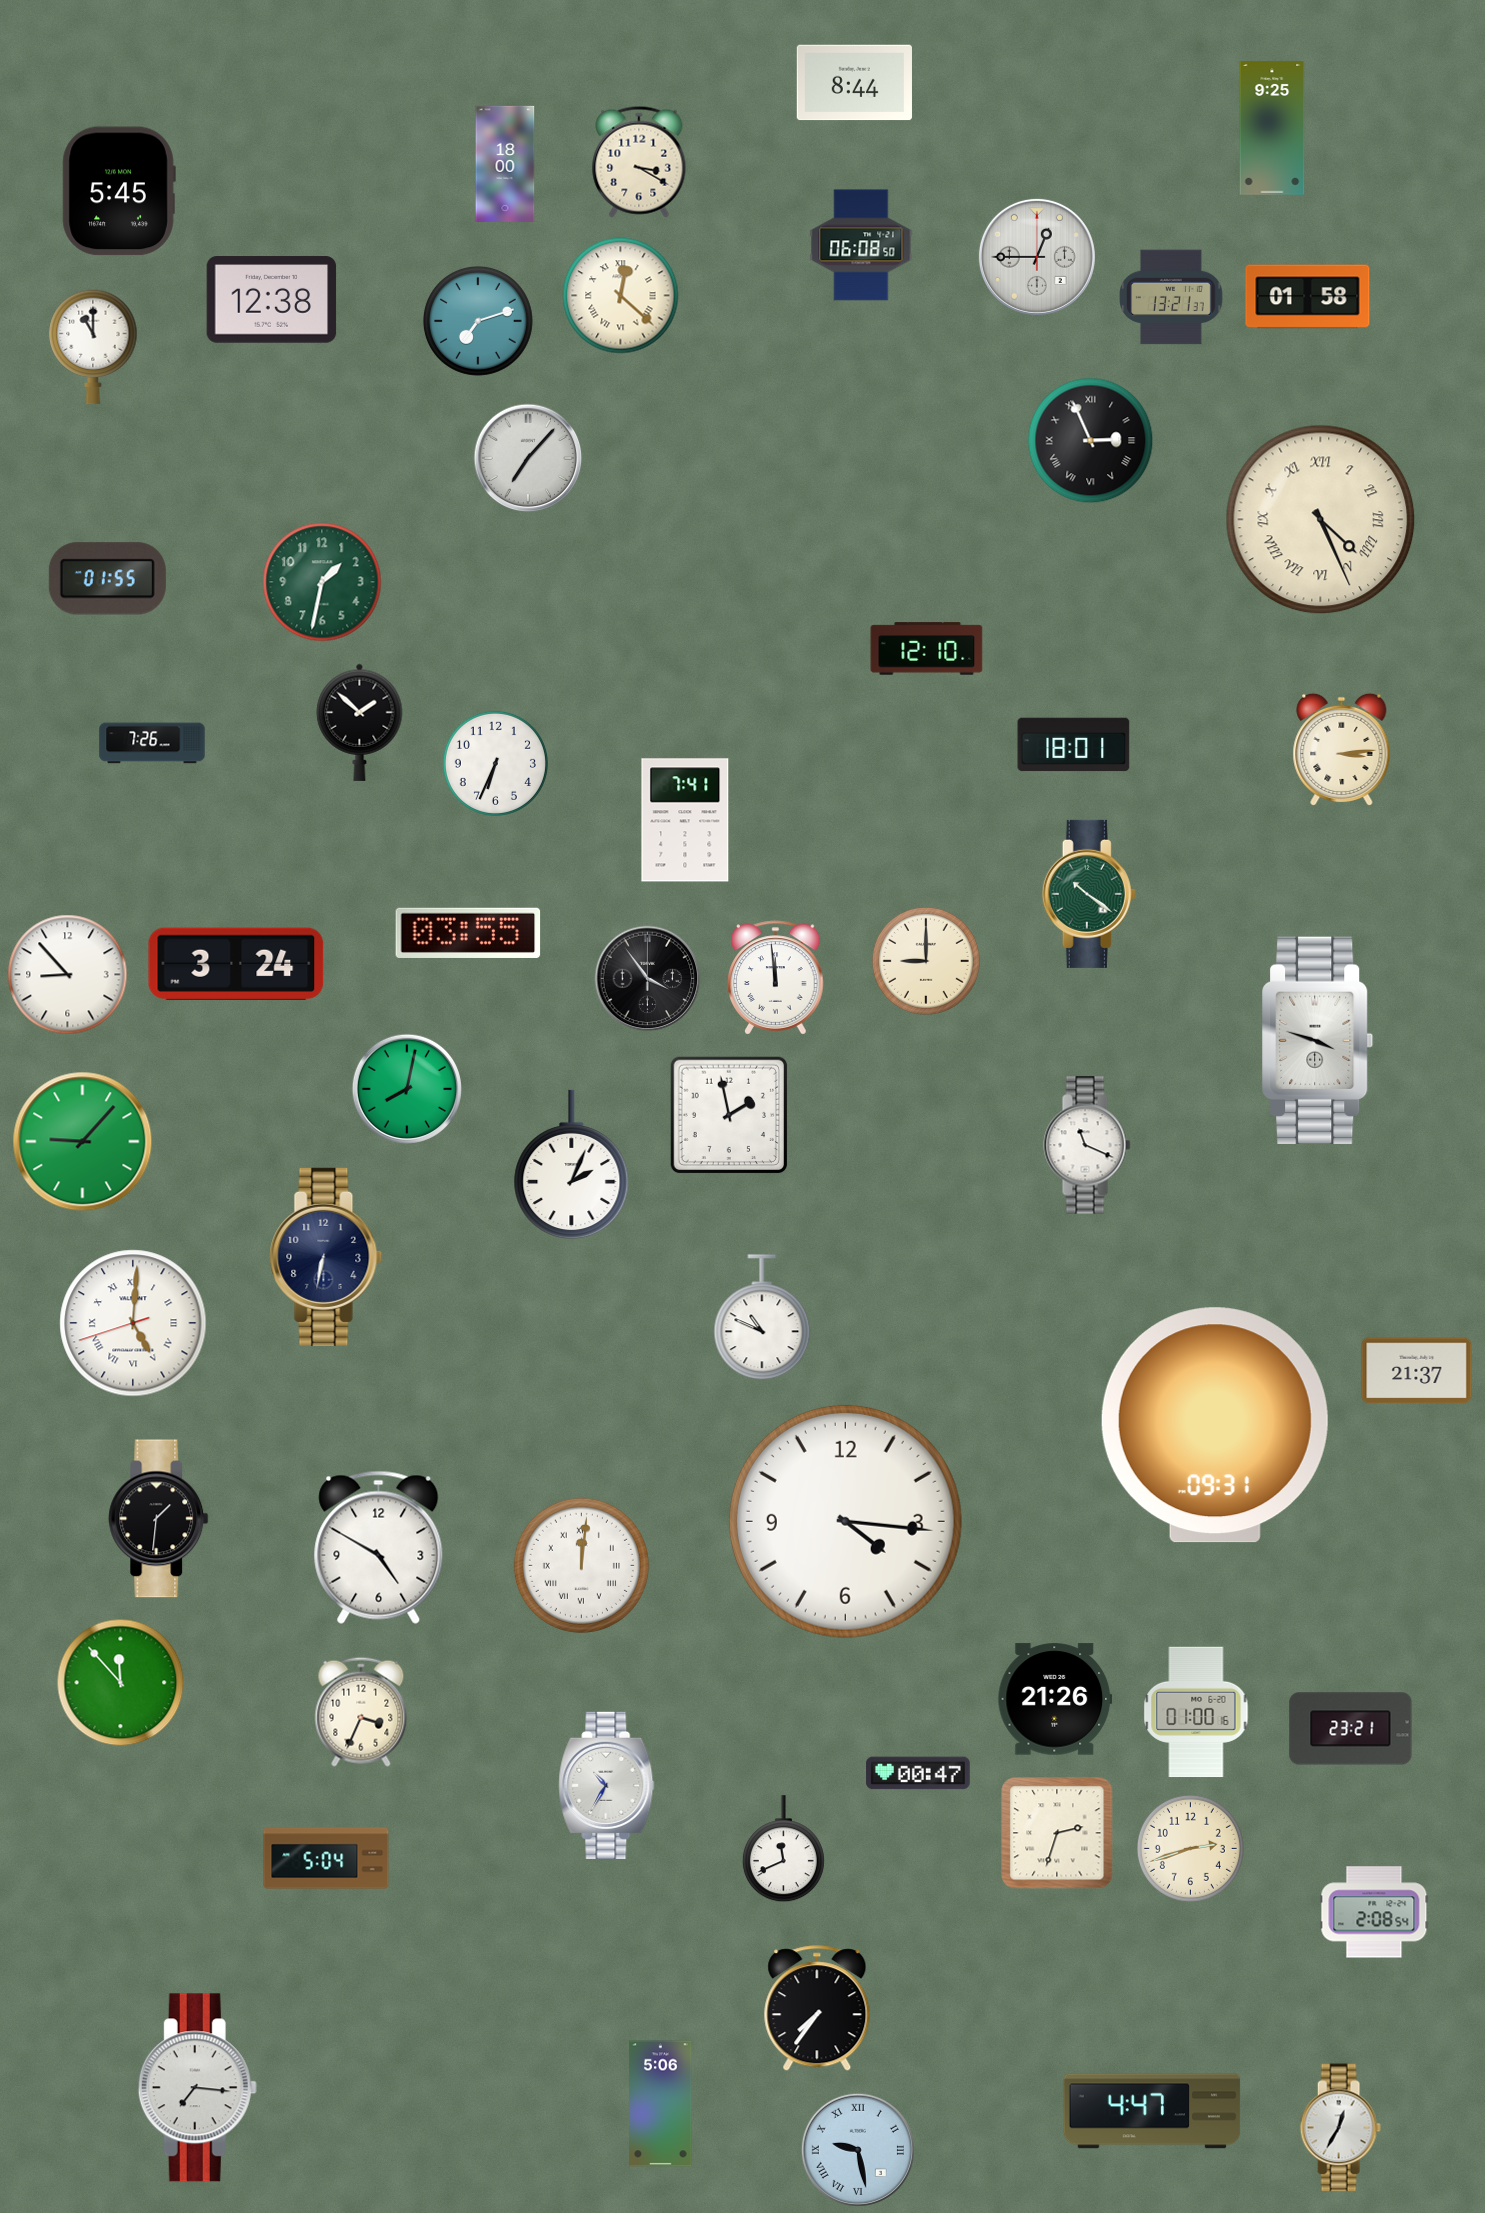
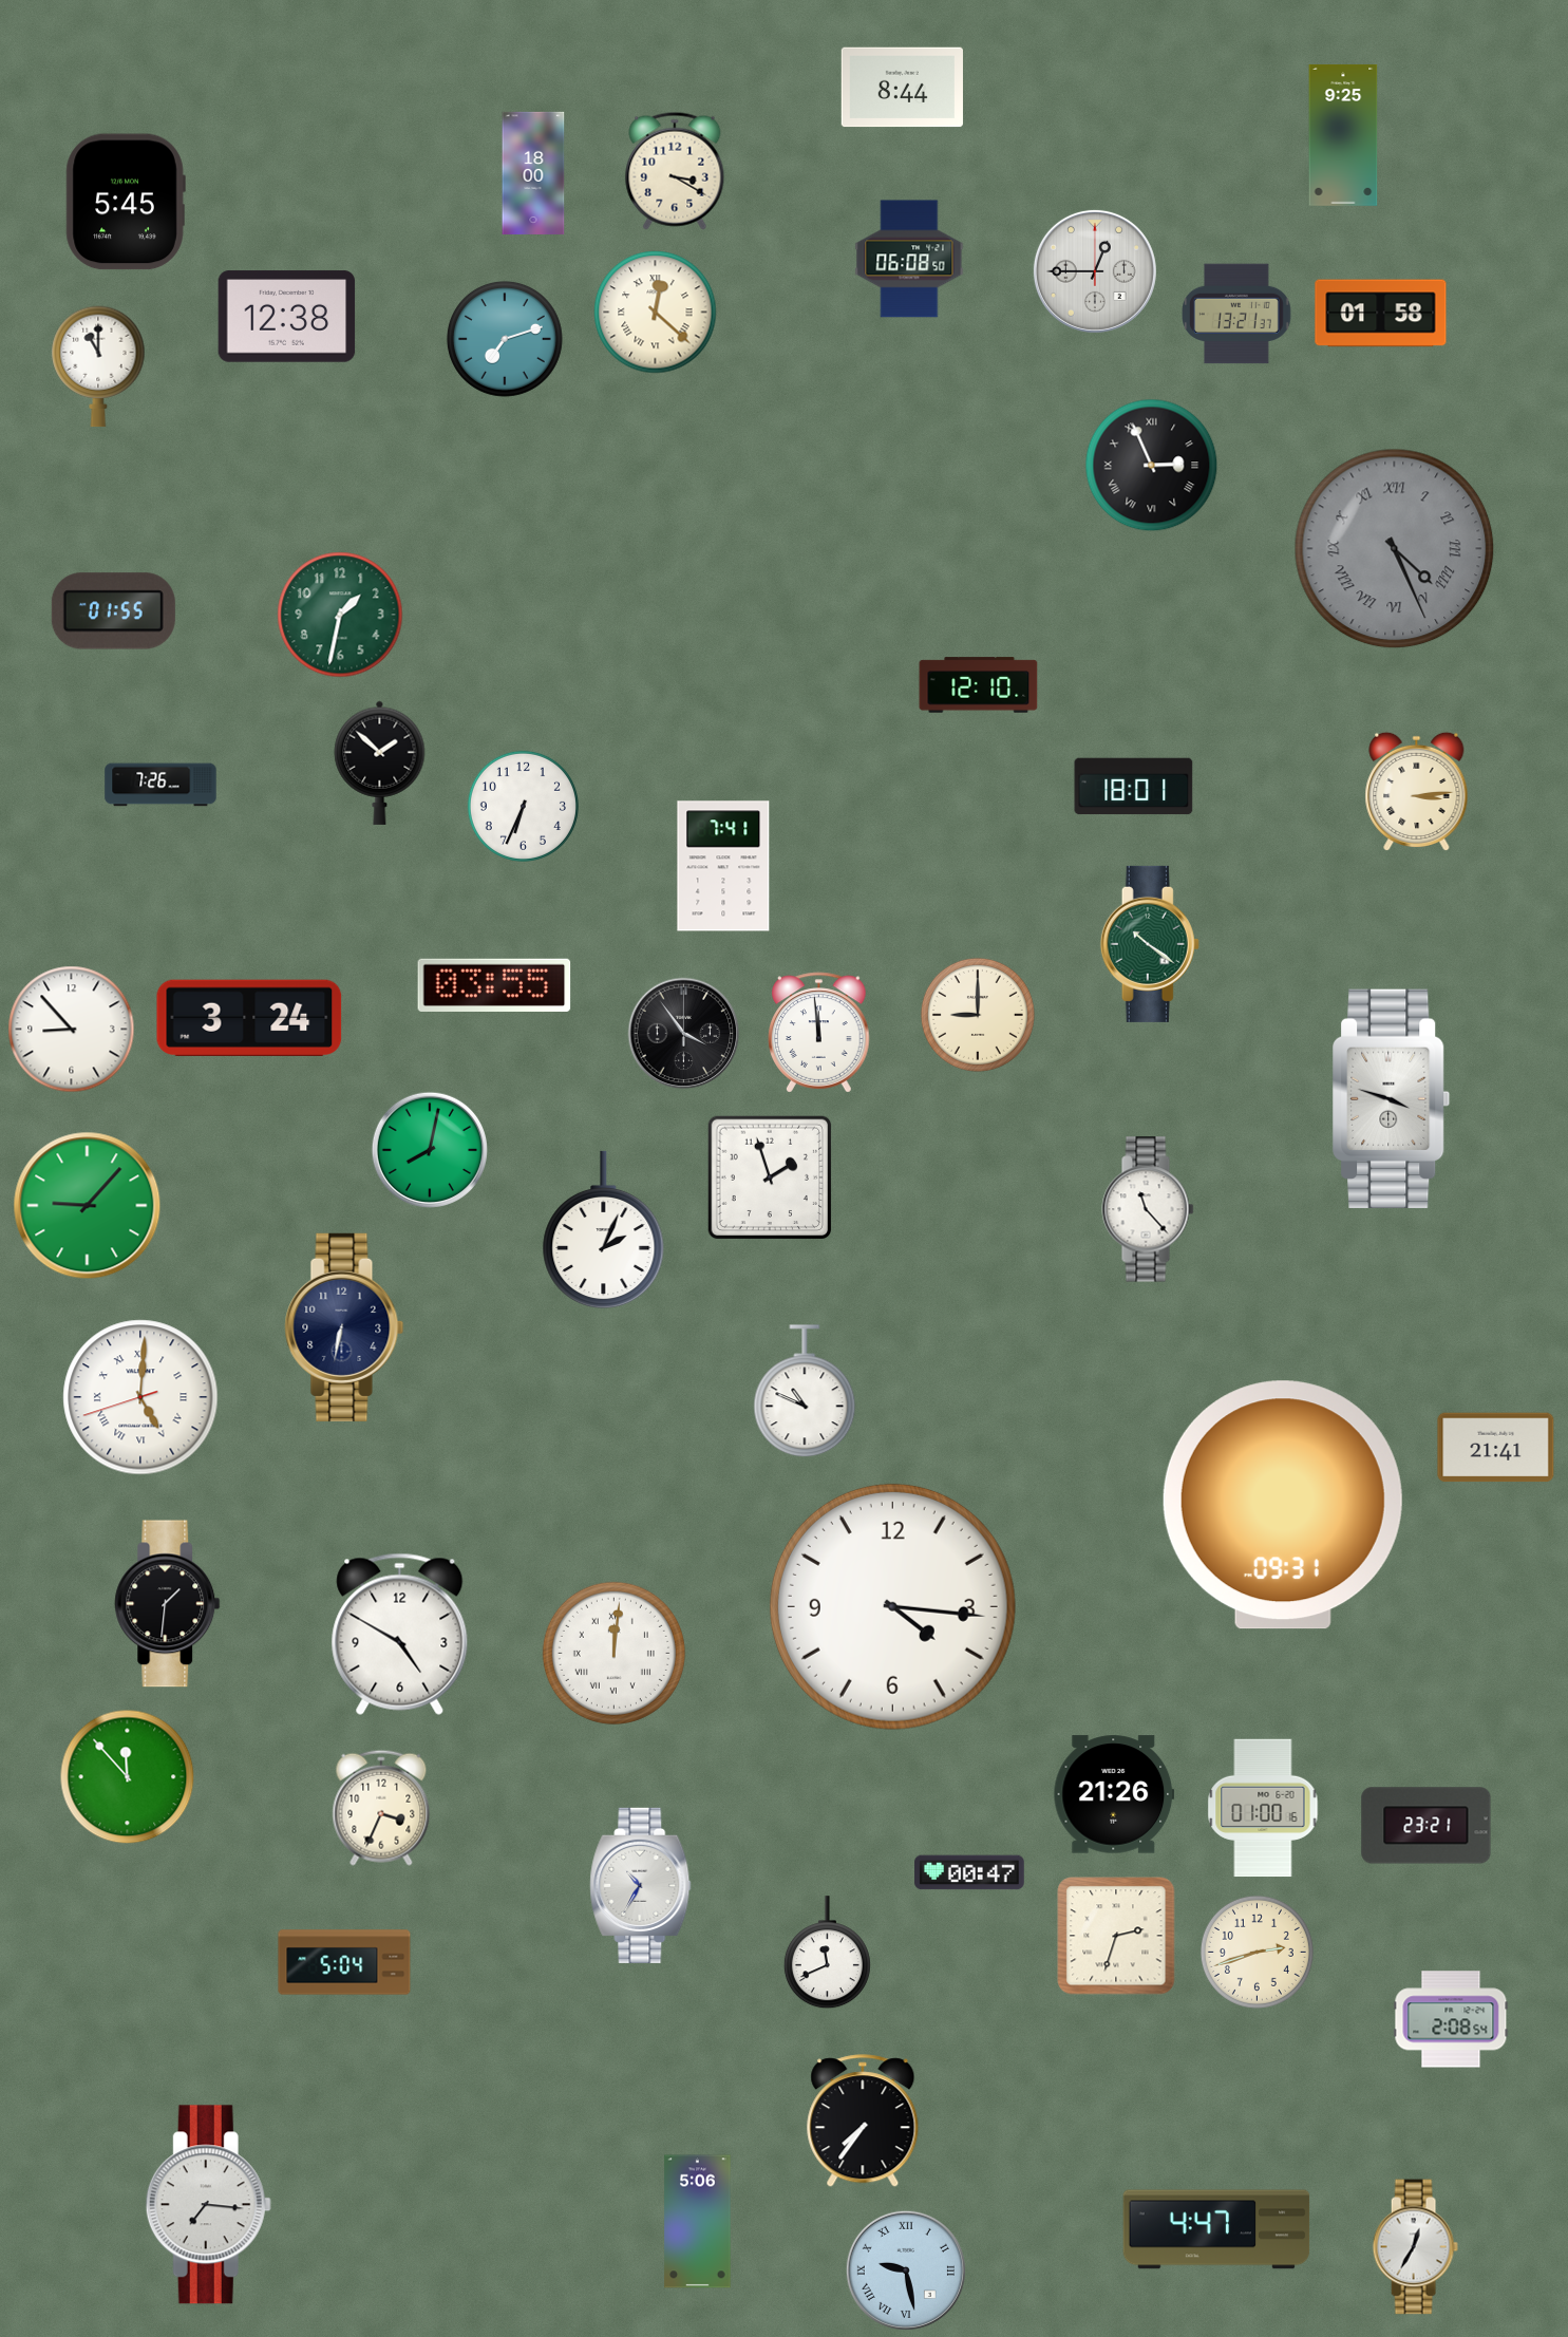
clock at (528, 458): 7:07 -> none
clock at (1321, 520) dial: cream -> grey
clock at (729, 1115): 1:58 -> 1:57
clock at (1087, 1145): 11:19 -> 11:23
clock at (1417, 1371): 21:37 -> 21:41
